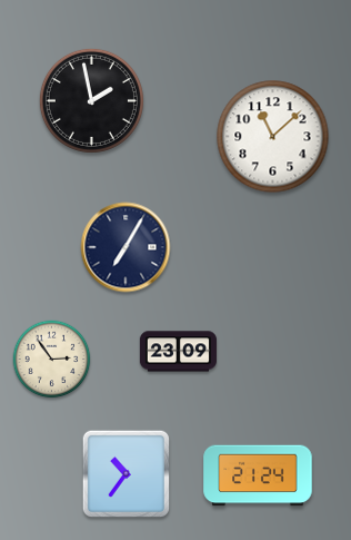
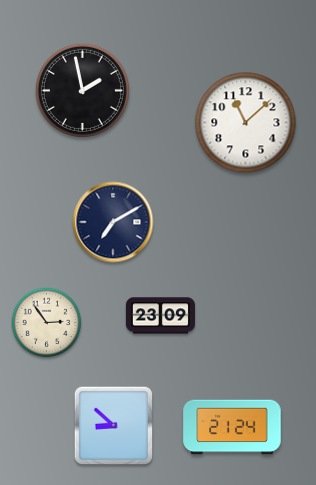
clock at (126, 247): 7:05 -> 7:10
clock at (126, 473): 10:36 -> 8:52
